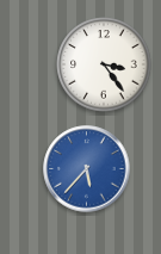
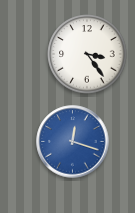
clock at (87, 169): 5:37 -> 12:18
